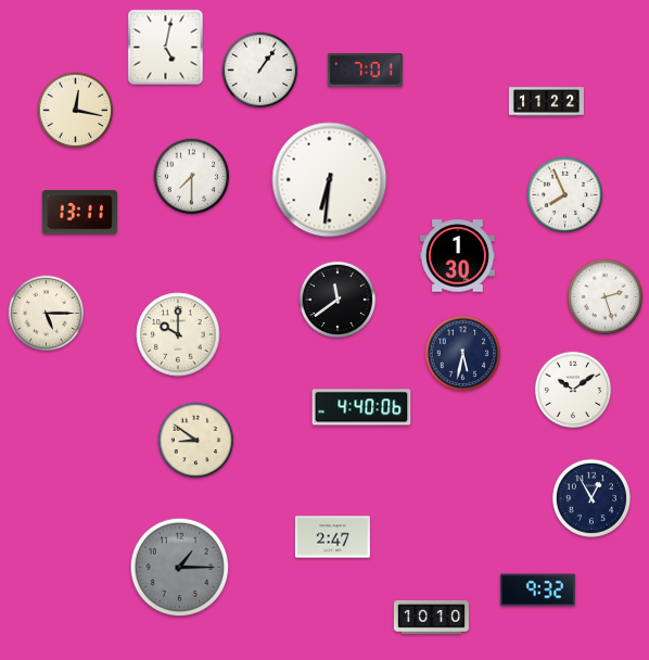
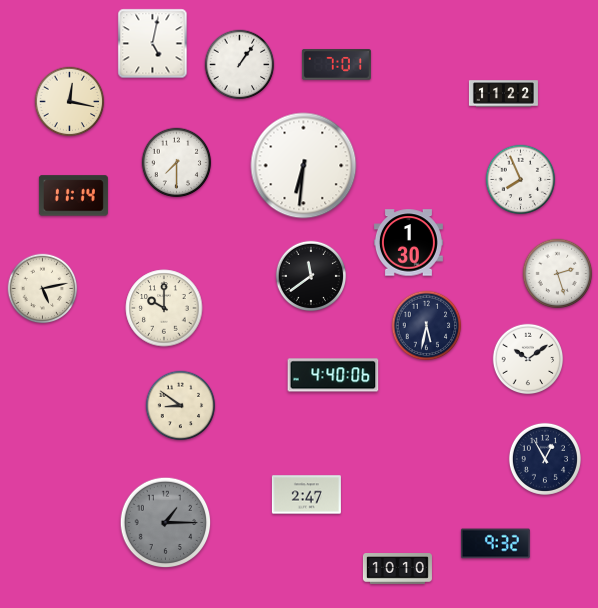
clock at (79, 213): 13:11 -> 11:14
clock at (457, 256) position: (457, 256) -> (408, 243)
clock at (47, 314): 5:15 -> 5:13
